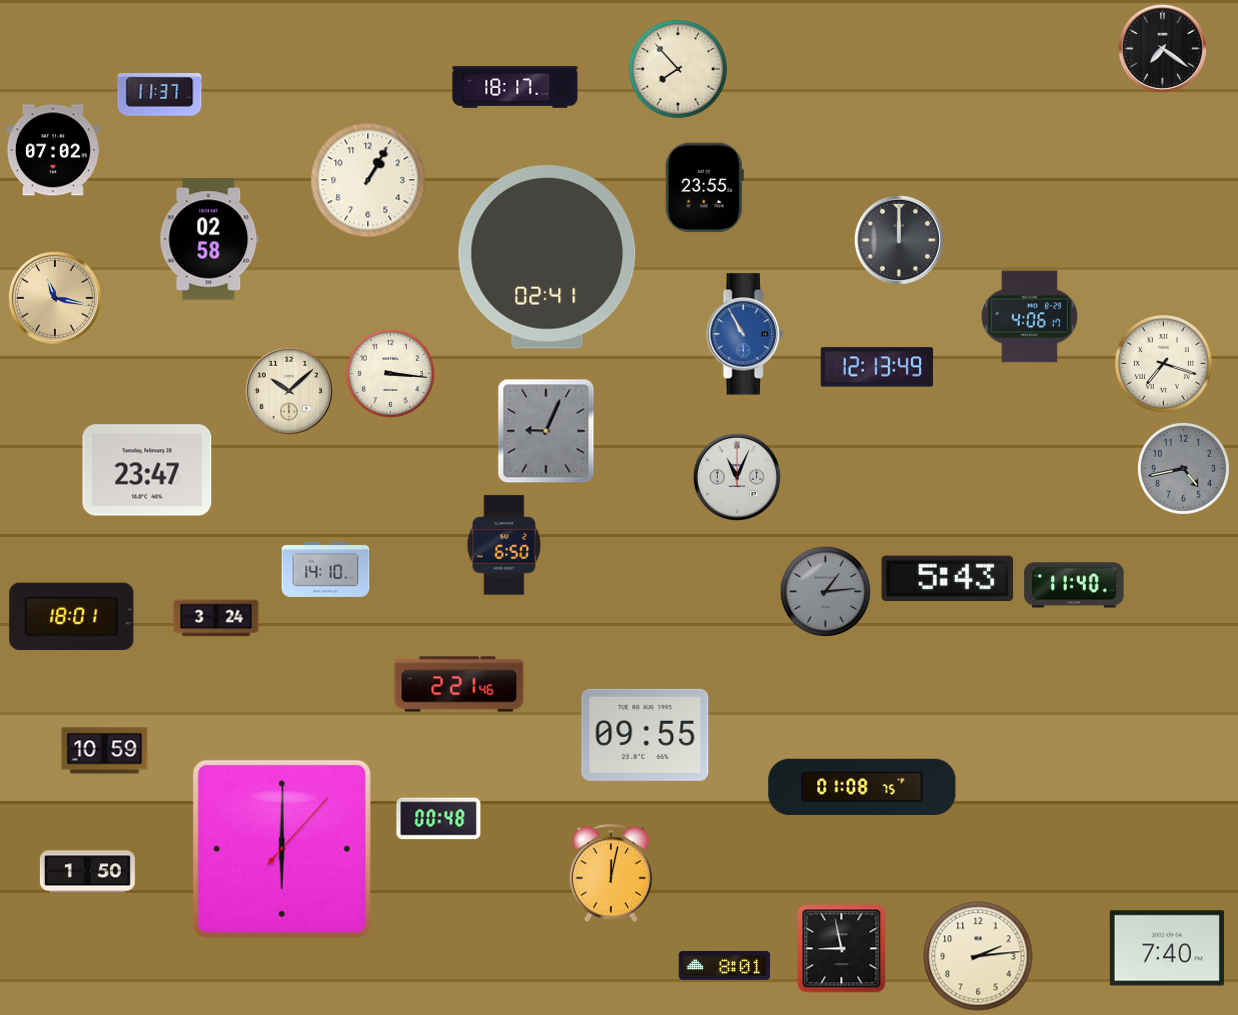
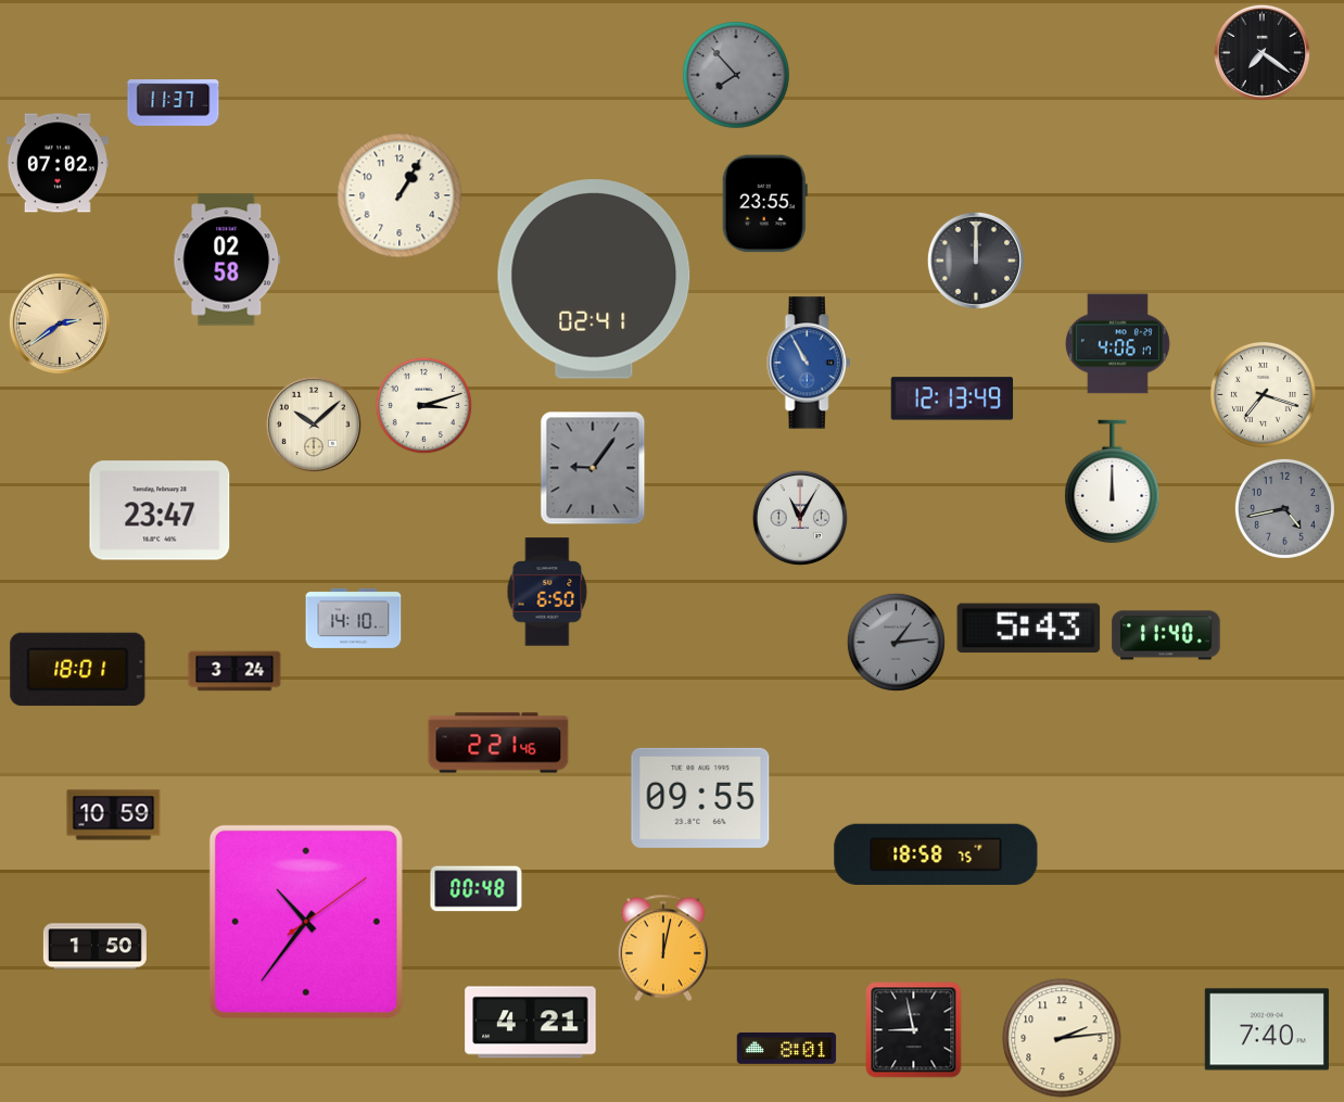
clock at (679, 70) dial: cream -> grey
clock at (515, 87): 18:17 -> none
clock at (55, 298): 11:17 -> 2:39
clock at (390, 373): 3:16 -> 3:12
clock at (546, 431): 9:04 -> 9:06
clock at (1113, 482): none -> 12:00
clock at (737, 477): 11:04 -> 11:05
clock at (862, 787): 01:08 -> 18:58
clock at (282, 849): 6:00 -> 10:36
clock at (531, 1023): none -> 4:21
